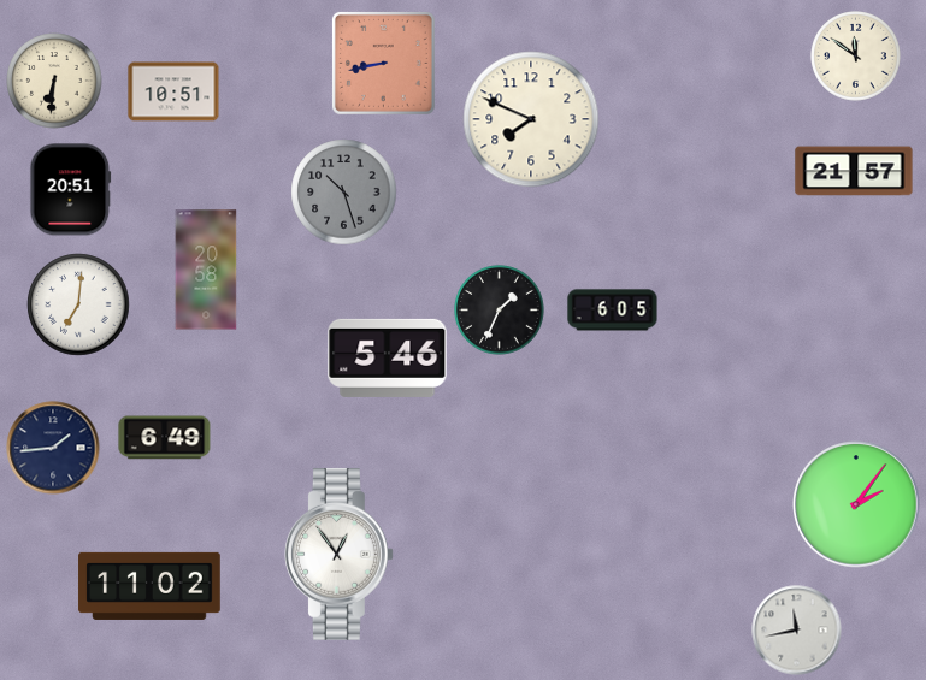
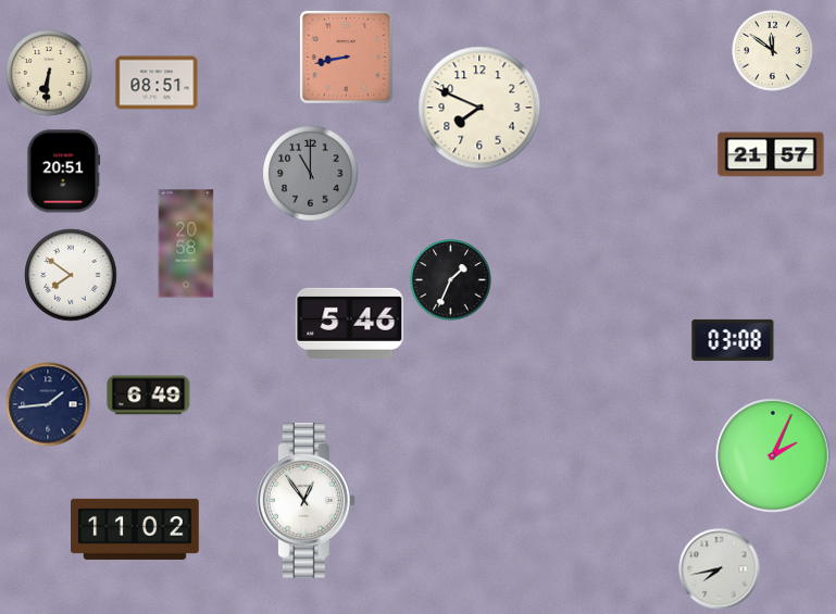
clock at (173, 91): 10:51 -> 08:51
clock at (344, 193): 10:27 -> 11:00
clock at (78, 304): 7:01 -> 7:51
clock at (613, 311): 6:05 -> none
clock at (733, 340): none -> 03:08
clock at (856, 504): 2:06 -> 2:04
clock at (797, 631): 11:43 -> 7:43
